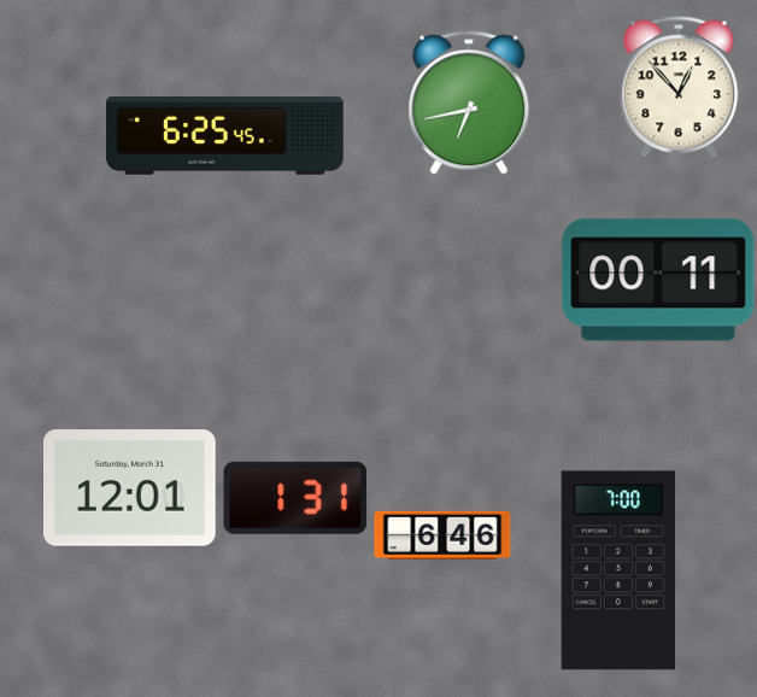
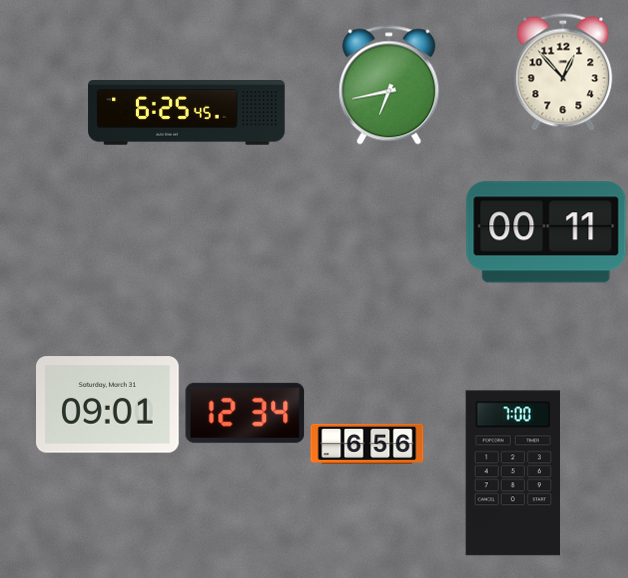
clock at (130, 488): 12:01 -> 09:01
clock at (295, 498): 1:31 -> 12:34
clock at (442, 535): 6:46 -> 6:56
